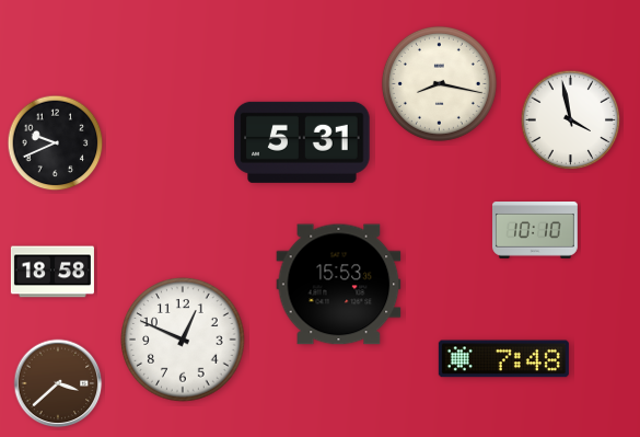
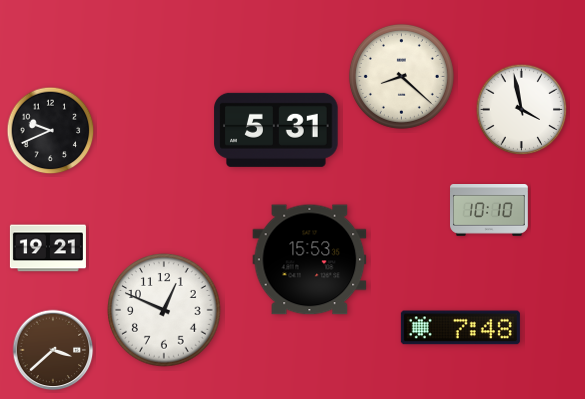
clock at (439, 83): 8:17 -> 8:22
clock at (53, 272): 18:58 -> 19:21
clock at (183, 340) position: (183, 340) -> (164, 310)
